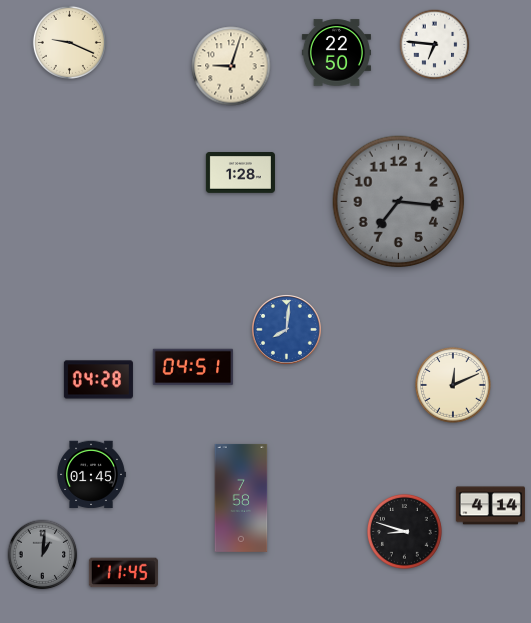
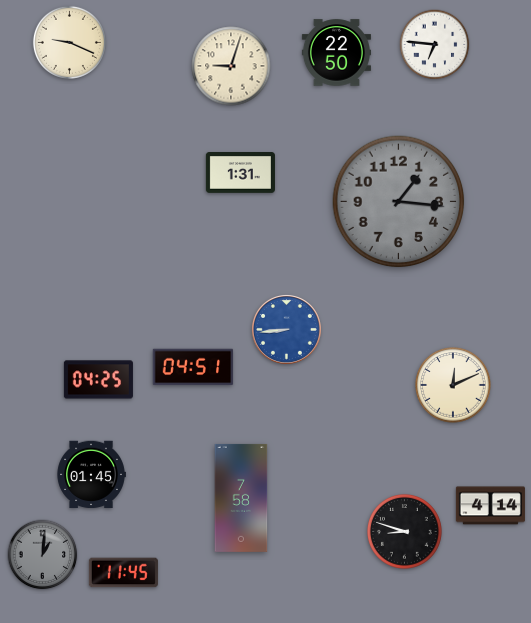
clock at (240, 173): 1:28 -> 1:31
clock at (399, 202): 7:16 -> 1:16
clock at (286, 329): 8:01 -> 8:44
clock at (98, 380): 04:28 -> 04:25
